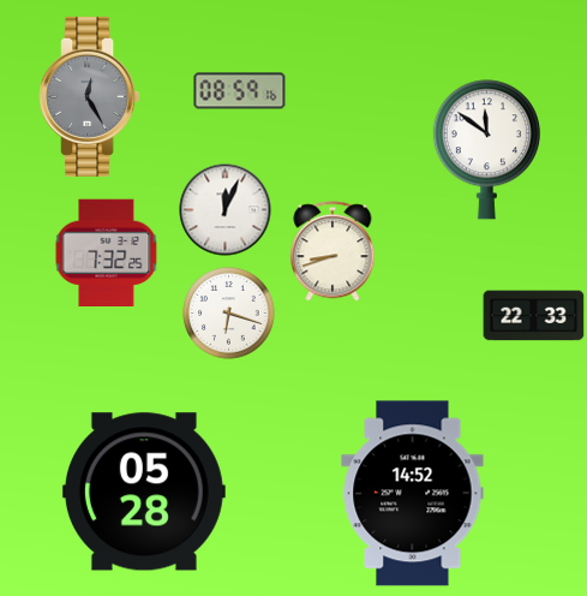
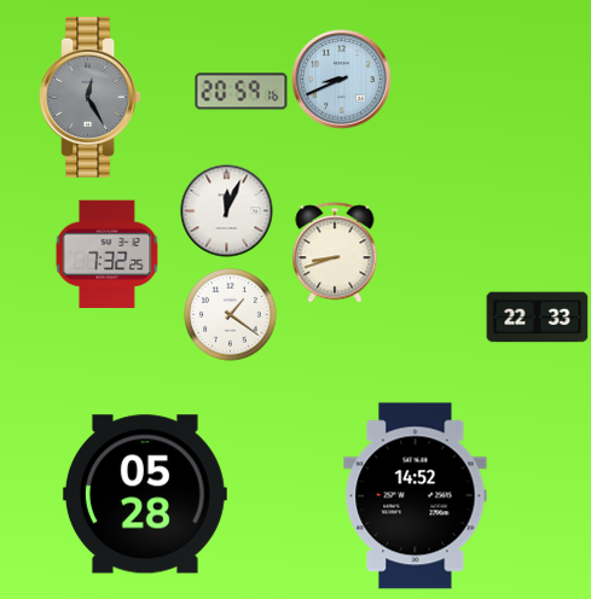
clock at (342, 80): none -> 8:41
clock at (240, 91): 08:59 -> 20:59
clock at (486, 150): 11:51 -> none
clock at (229, 314): 6:18 -> 1:21
